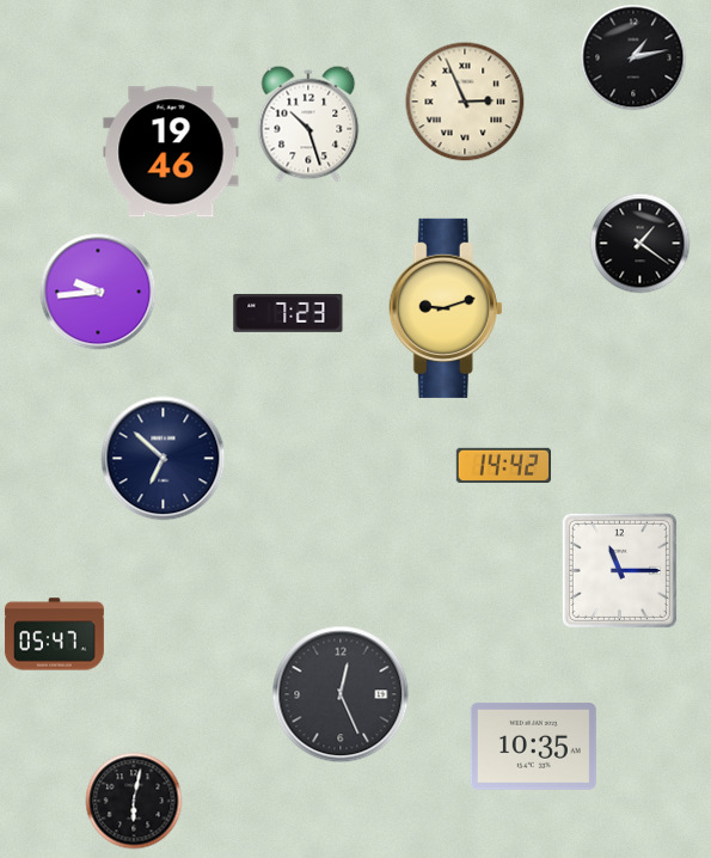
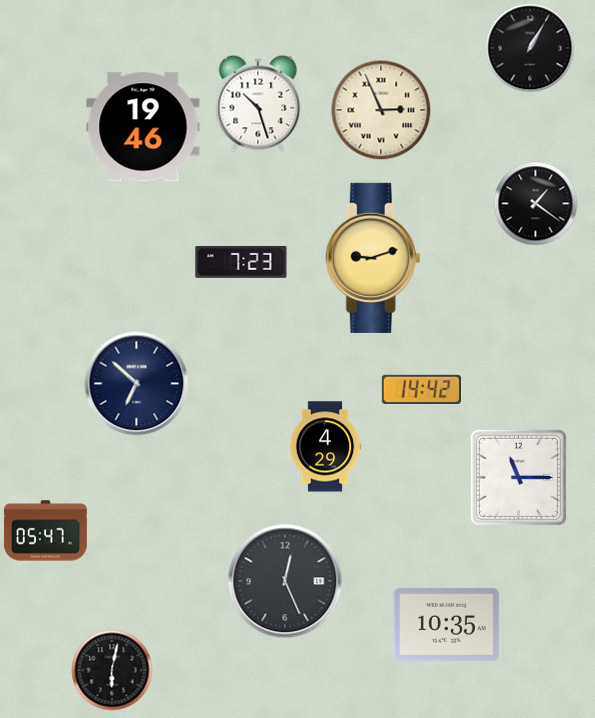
clock at (633, 57): 1:13 -> 1:05
clock at (465, 102) position: (465, 102) -> (381, 110)
clock at (98, 292): 9:44 -> none
clock at (325, 447): none -> 4:29
